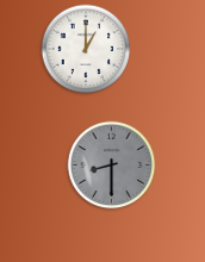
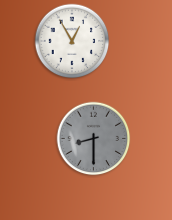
clock at (86, 49): 1:00 -> 12:55
